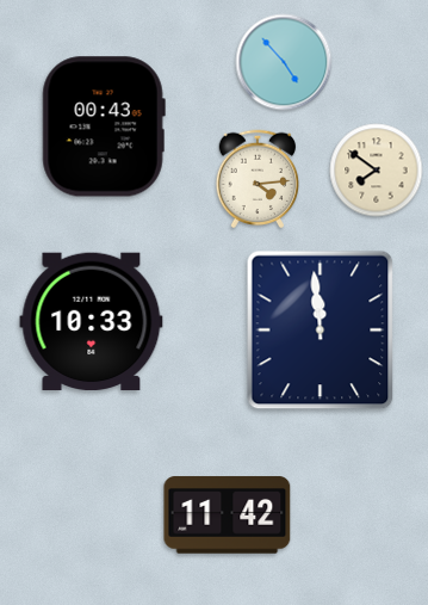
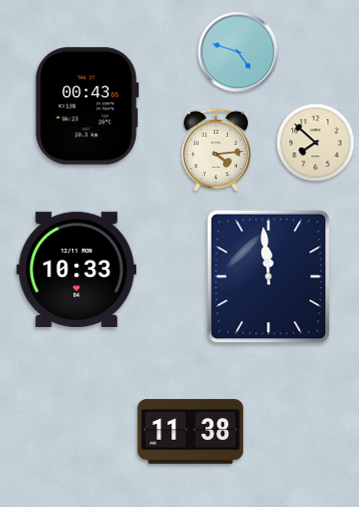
clock at (284, 62): 4:53 -> 4:48
clock at (377, 171): 7:51 -> 7:52
clock at (228, 516): 11:42 -> 11:38
